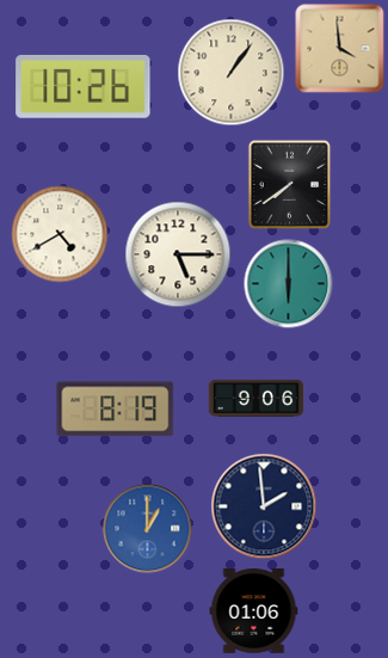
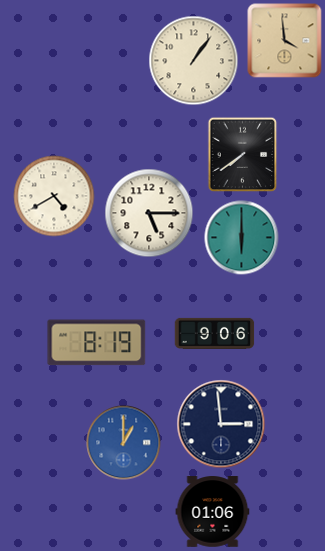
clock at (84, 87): 10:26 -> none
clock at (60, 234) position: (60, 234) -> (54, 196)
clock at (264, 506): 1:59 -> 2:59
